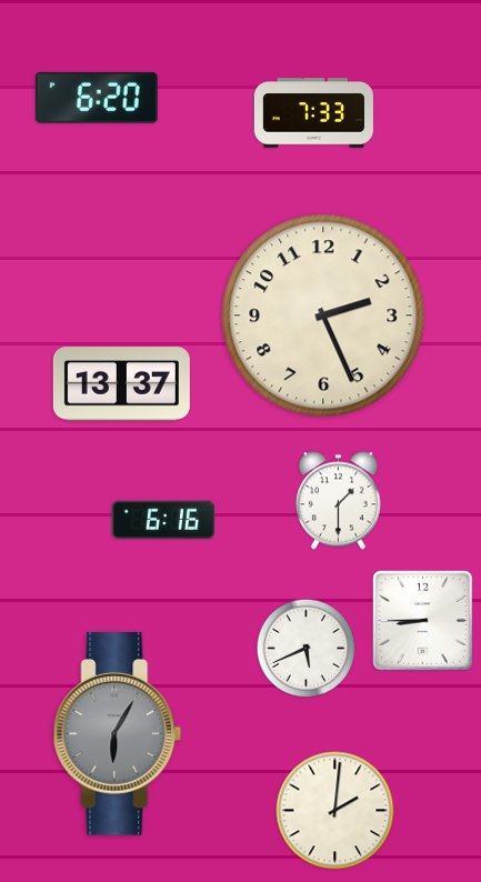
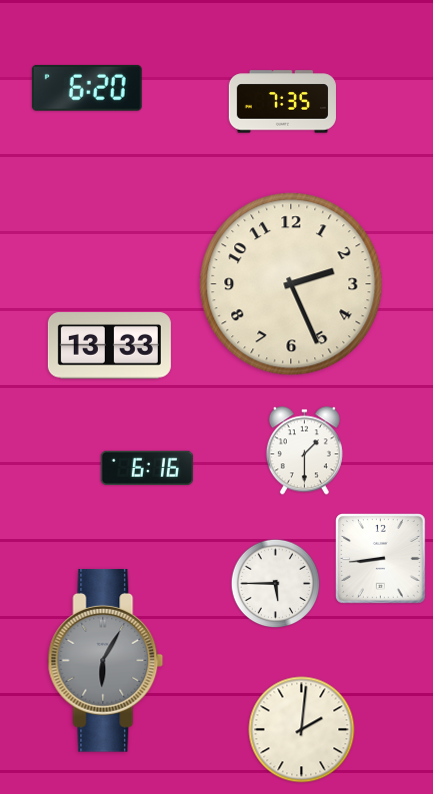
clock at (313, 113): 7:33 -> 7:35
clock at (121, 384): 13:37 -> 13:33
clock at (423, 621): 8:45 -> 8:44
clock at (307, 649): 5:41 -> 5:45
